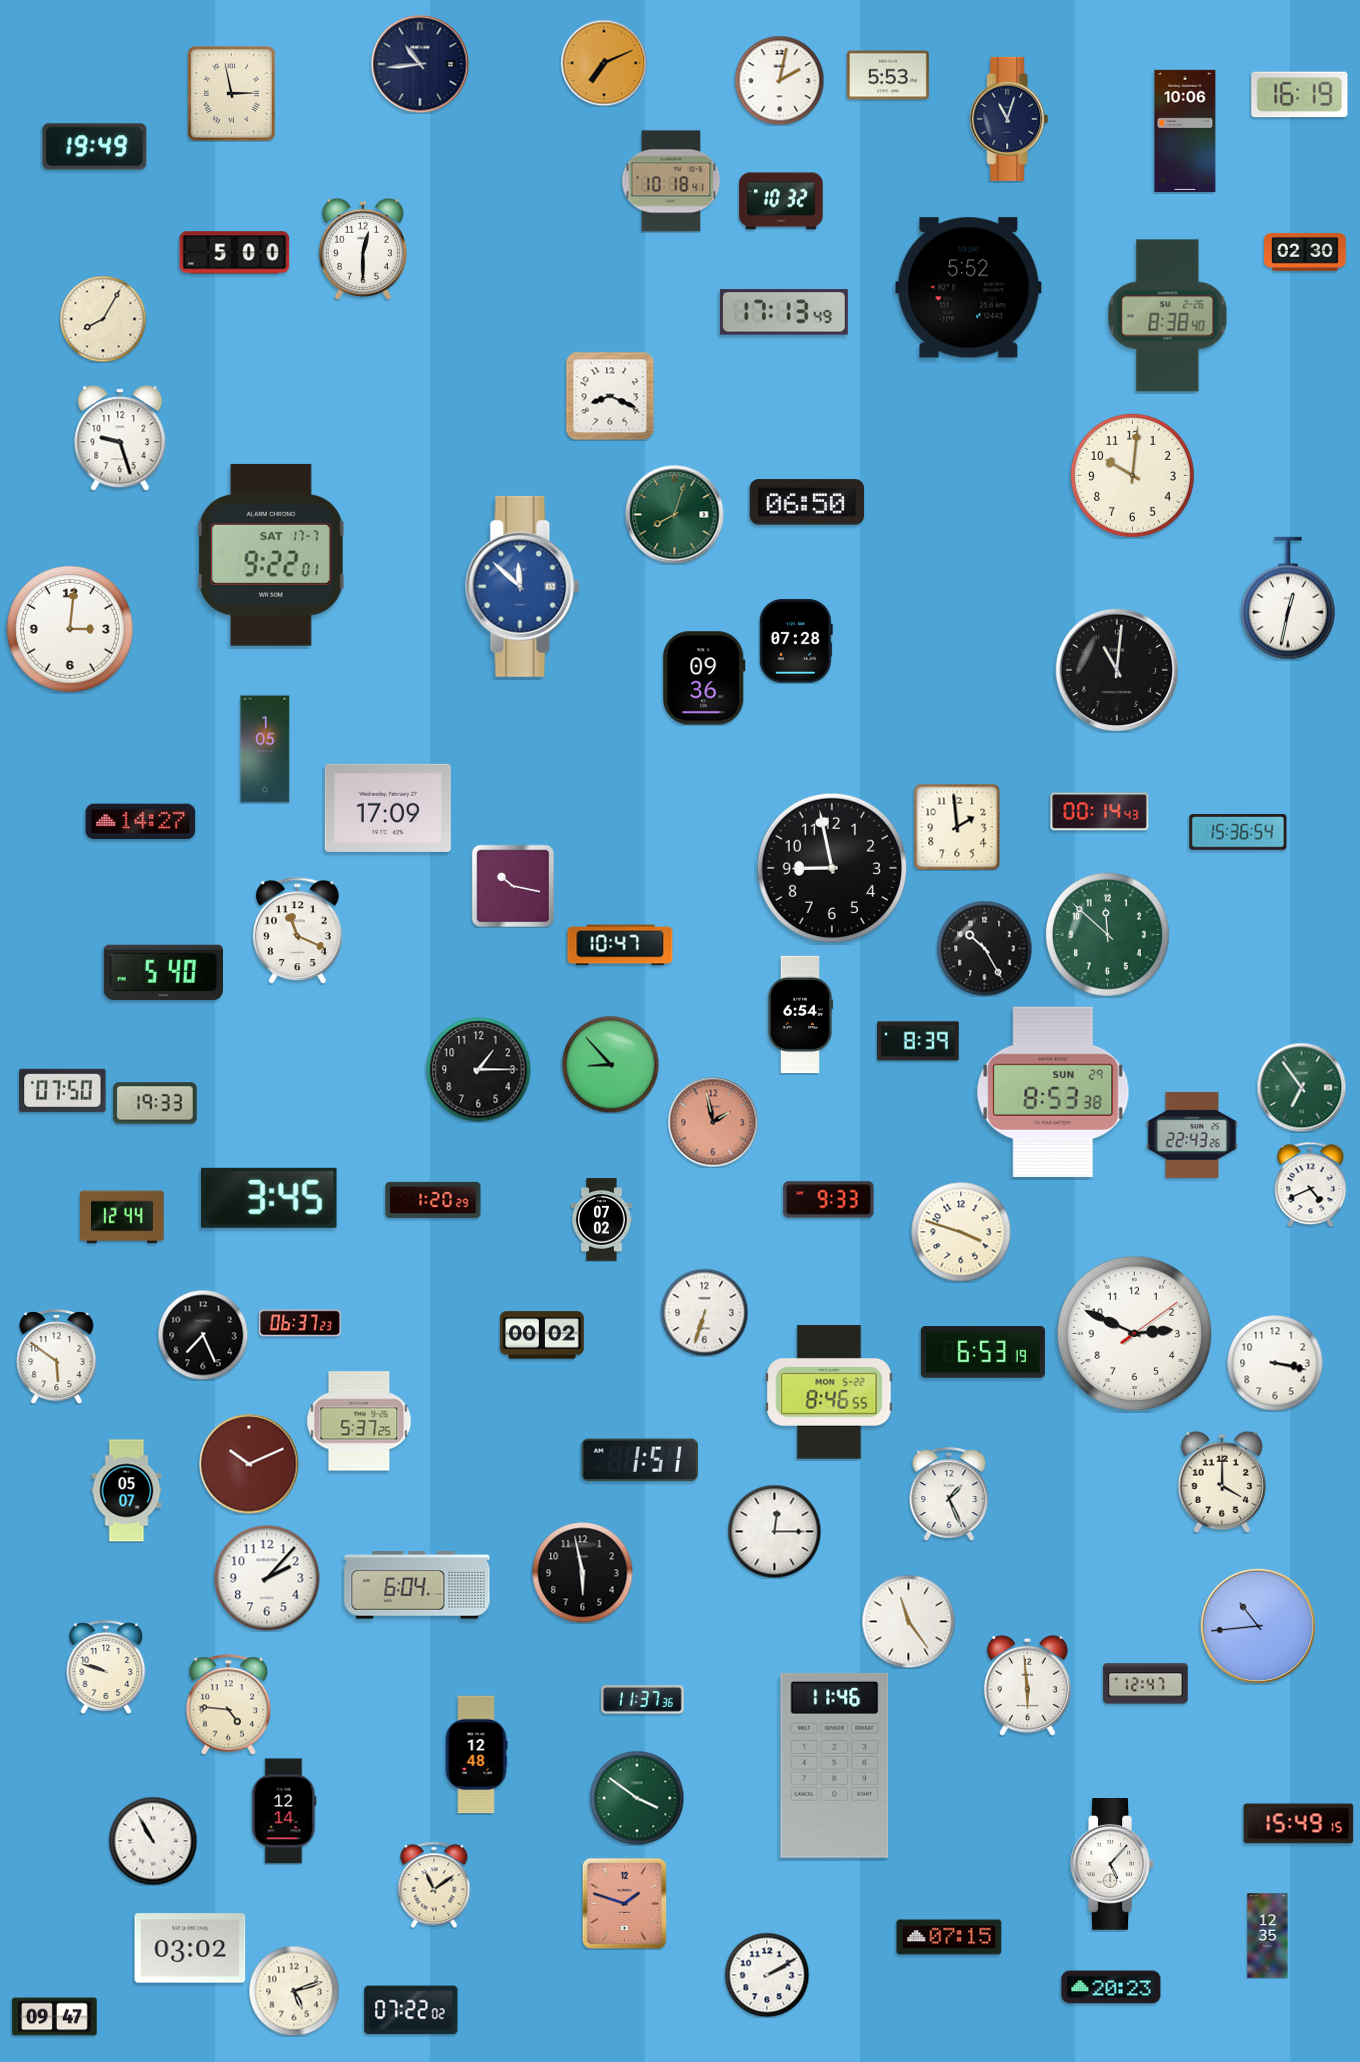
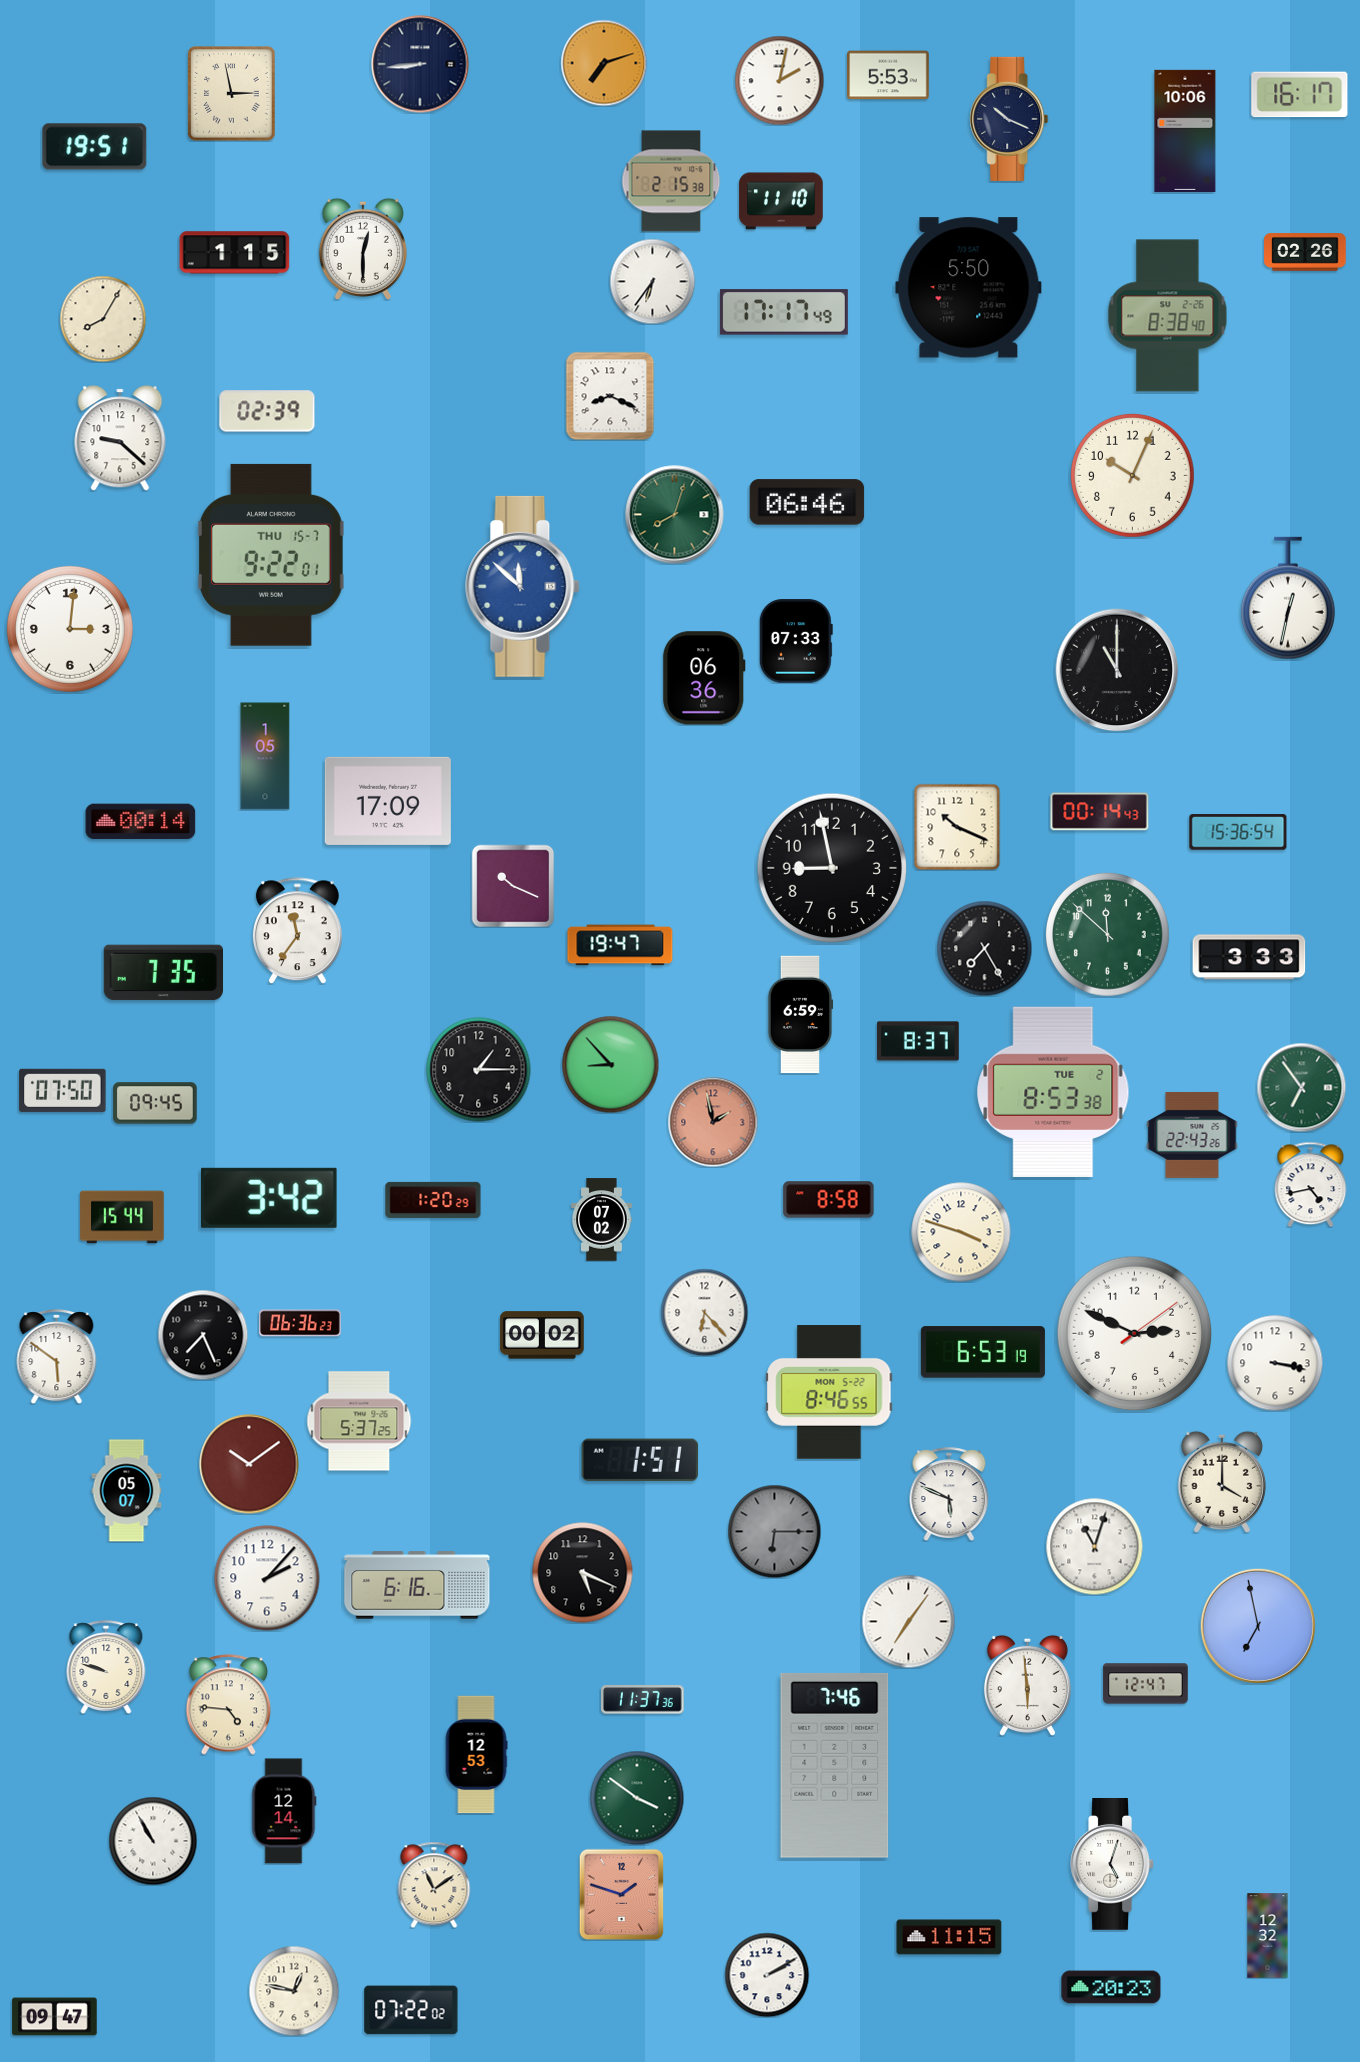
clock at (604, 63): 7:11 -> 7:12
clock at (420, 64): 10:44 -> 8:44
clock at (1300, 95): 16:19 -> 16:17
clock at (1009, 119): 11:03 -> 10:19
clock at (95, 147): 19:49 -> 19:51
clock at (671, 181): 10:18 -> 2:15
clock at (781, 201): 10:32 -> 11:10
clock at (1305, 252): 02:30 -> 02:26
clock at (235, 253): 5:00 -> 1:15
clock at (652, 281): none -> 6:36
clock at (969, 288): 5:52 -> 5:50
clock at (784, 312): 17:13 -> 17:17
clock at (267, 411): none -> 02:39
clock at (120, 438): 9:27 -> 9:22
clock at (1133, 476): 10:01 -> 10:04
clock at (807, 502): 06:50 -> 06:46
clock at (271, 555) date: SAT 17-7 -> THU 15-7
clock at (796, 641): 07:28 -> 07:33
clock at (1117, 670): 11:01 -> 11:00
clock at (704, 678): 09:36 -> 06:36
clock at (265, 749) position: (265, 749) -> (265, 756)
clock at (388, 808) position: (388, 808) -> (388, 801)
clock at (141, 822): 14:27 -> 00:14
clock at (957, 827): 1:59 -> 10:19
clock at (513, 886): 10:17 -> 10:19
clock at (297, 931): 11:19 -> 11:36
clock at (620, 945): 10:47 -> 19:47
clock at (984, 948): 10:25 -> 7:25
clock at (1249, 957): none -> 3:33
clock at (163, 973): 5:40 -> 7:35
clock at (800, 1015): 6:54 -> 6:59
clock at (919, 1041): 8:39 -> 8:37
clock at (1053, 1092) date: SUN 29 -> TUE 2
clock at (155, 1103): 19:33 -> 09:45
clock at (1311, 1184): 4:41 -> 4:43
clock at (269, 1198): 3:45 -> 3:42
clock at (829, 1200): 9:33 -> 8:58
clock at (122, 1217): 12:44 -> 15:44
clock at (704, 1312): 6:33 -> 6:23
clock at (300, 1323): 06:37 -> 06:36
clock at (249, 1464): 10:11 -> 10:09
clock at (949, 1494): 1:26 -> 5:49
clock at (774, 1531): 12:15 -> 6:15
clock at (774, 1531) dial: white -> grey
clock at (1094, 1546): none -> 11:03
clock at (583, 1573): 5:58 -> 5:19
clock at (417, 1585): 6:04 -> 6:16
clock at (908, 1621): 11:24 -> 7:06
clock at (1258, 1626): 10:44 -> 6:58
clock at (476, 1755): 12:48 -> 12:53
clock at (835, 1765): 11:46 -> 7:46
clock at (1299, 1824): 15:49 -> none
clock at (1112, 1865): 5:07 -> 5:03
clock at (625, 1903) position: (625, 1903) -> (622, 1894)
clock at (1268, 1936): 12:35 -> 12:32
clock at (949, 1937): 07:15 -> 11:15
clock at (190, 1948): 03:02 -> none
clock at (294, 1991): 5:12 -> 12:47
